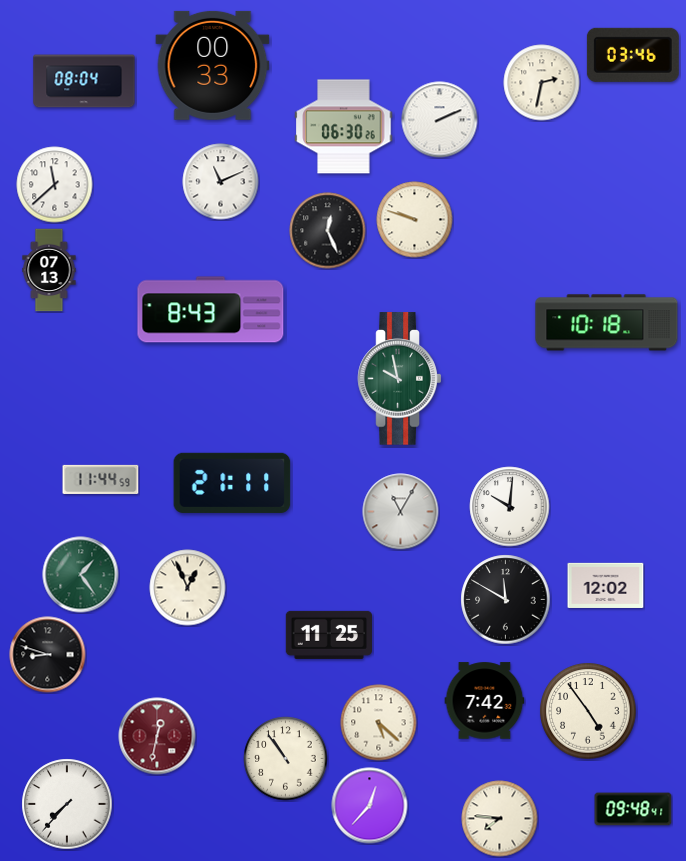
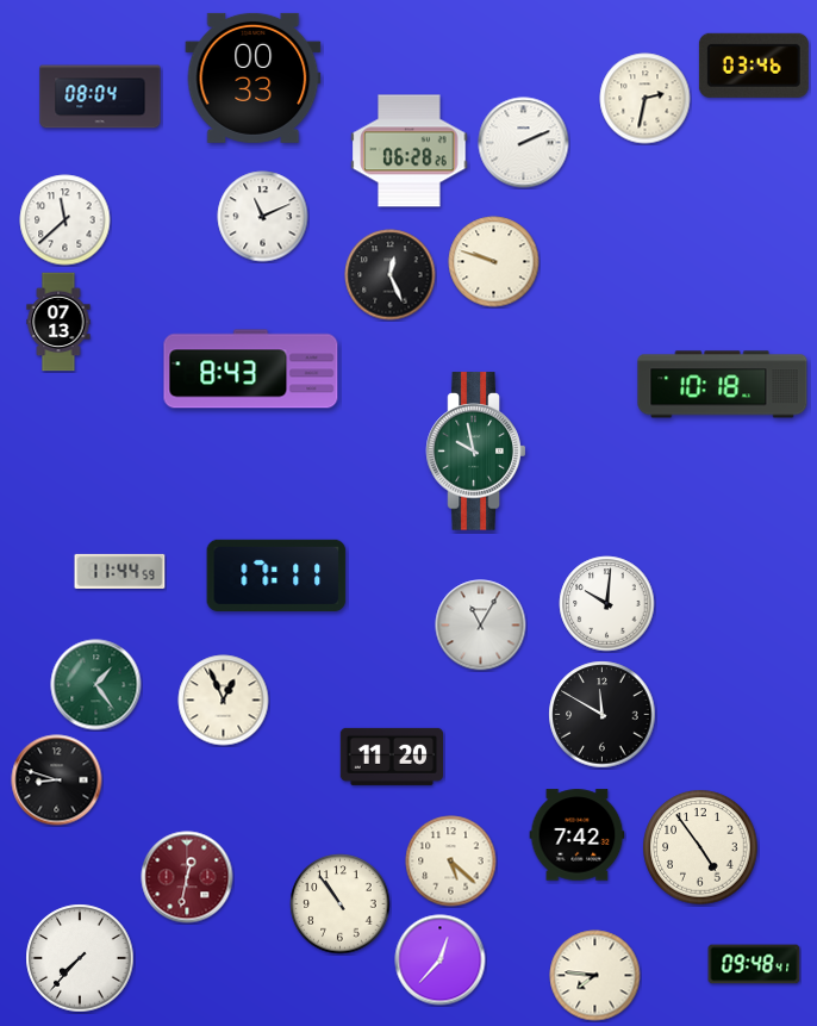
clock at (344, 127): 06:30 -> 06:28
clock at (232, 483): 21:11 -> 17:11
clock at (401, 512) position: (401, 512) -> (481, 626)
clock at (606, 585): 12:02 -> none
clock at (328, 635): 11:25 -> 11:20
